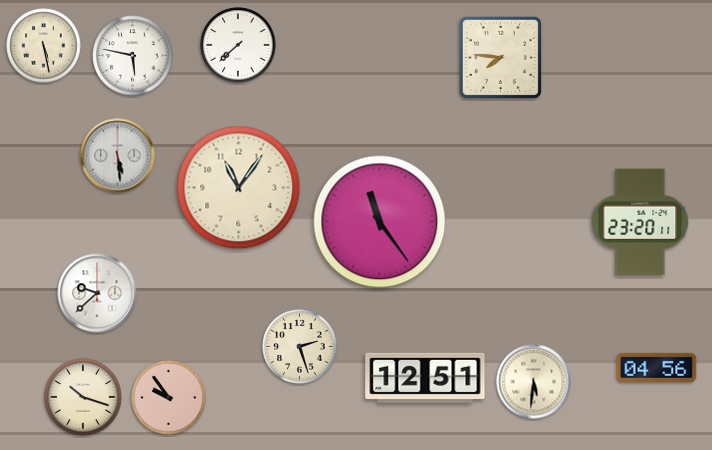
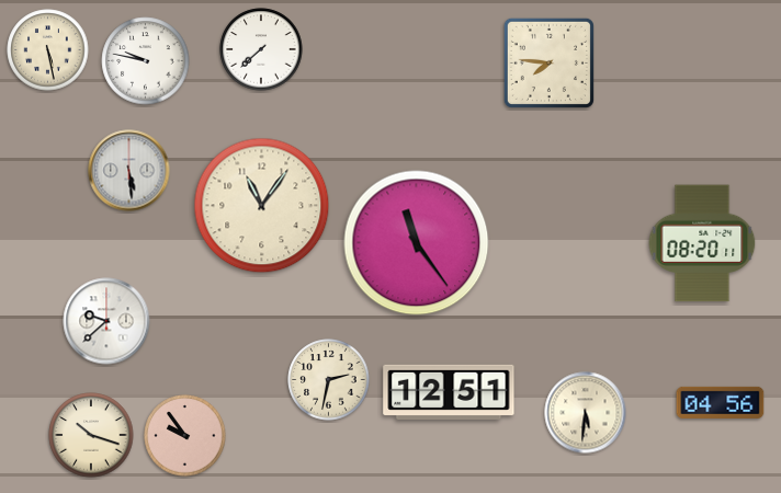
clock at (133, 56): 5:47 -> 9:47
clock at (640, 222): 23:20 -> 08:20
clock at (300, 347): 2:27 -> 2:32
clock at (425, 378) position: (425, 378) -> (449, 392)
clock at (534, 382) position: (534, 382) -> (586, 413)
